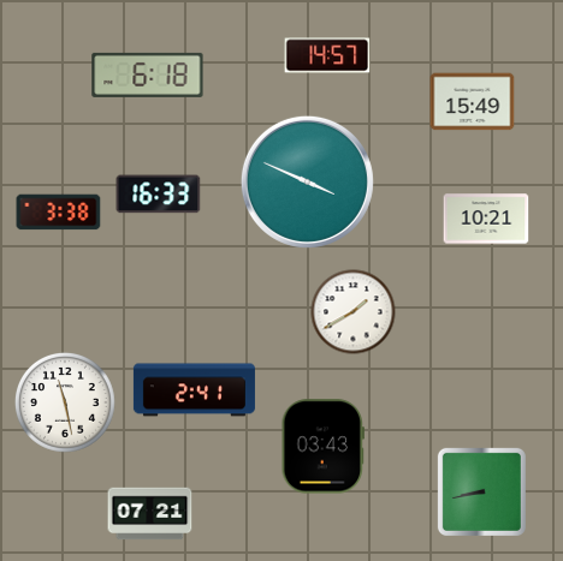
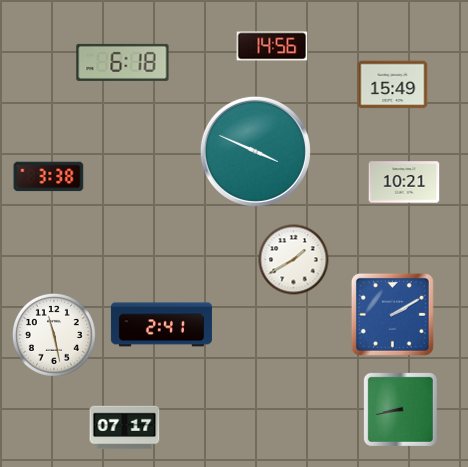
clock at (327, 55): 14:57 -> 14:56
clock at (159, 195): 16:33 -> none
clock at (392, 314): none -> 2:10
clock at (322, 447): 03:43 -> none
clock at (150, 514): 07:21 -> 07:17
